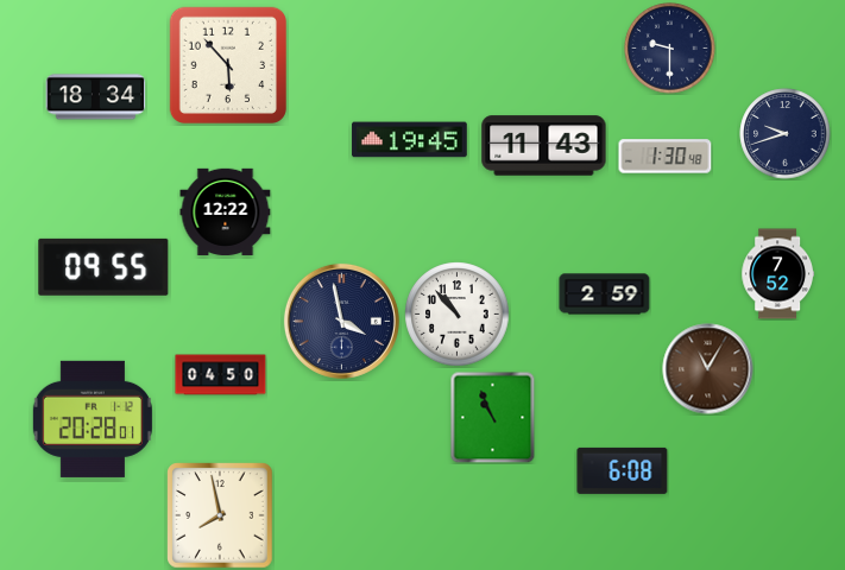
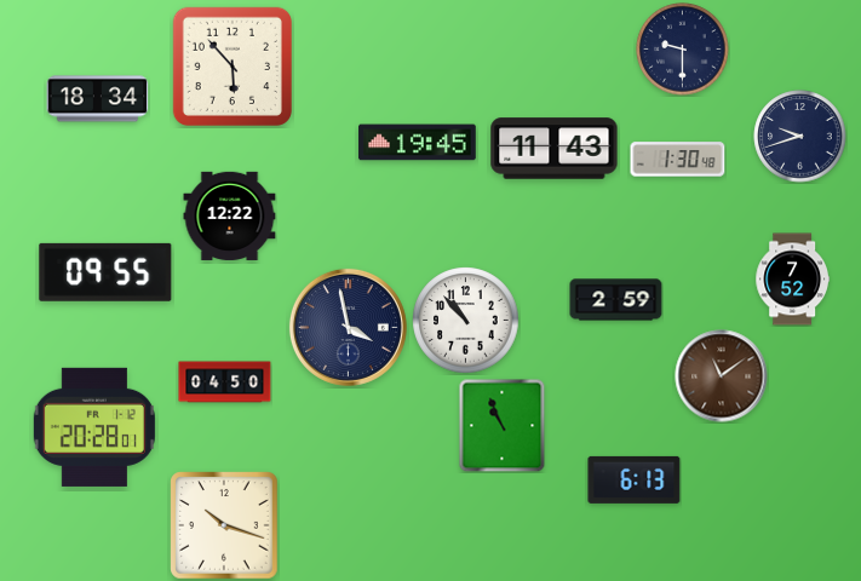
clock at (708, 369): 11:05 -> 11:09
clock at (623, 470): 6:08 -> 6:13
clock at (220, 515): 7:58 -> 10:18
